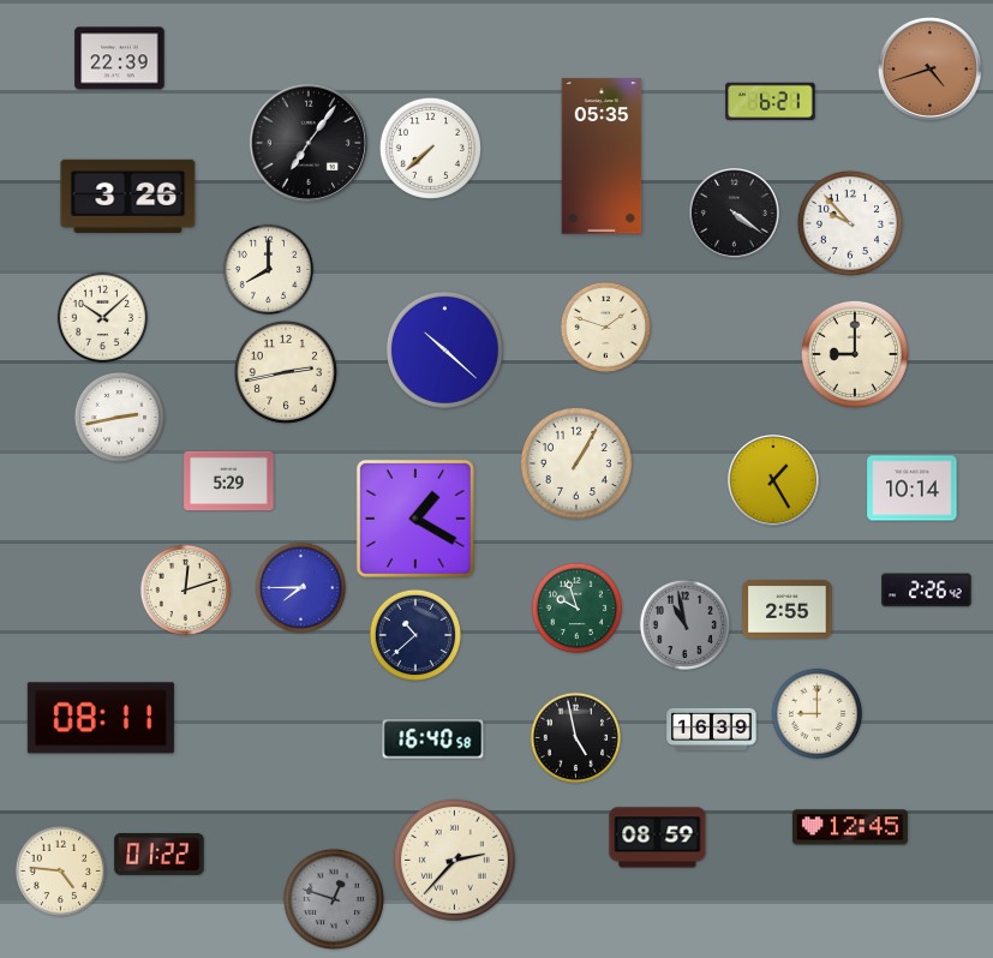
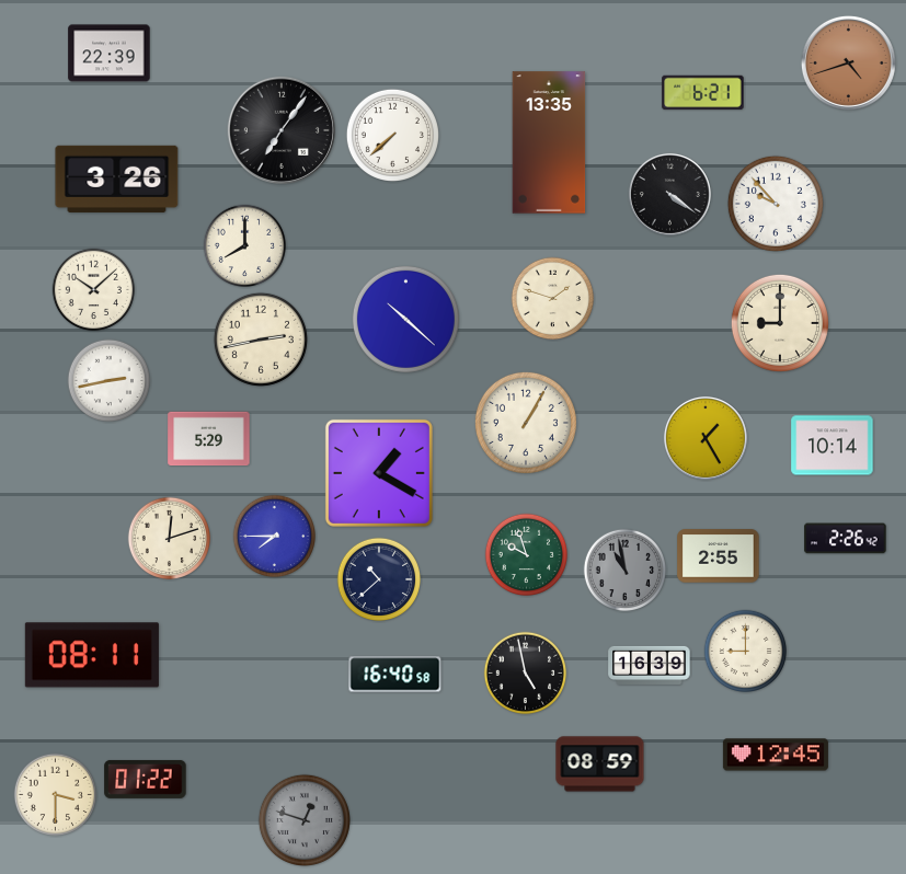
clock at (602, 156): 05:35 -> 13:35
clock at (454, 860): 2:37 -> none
clock at (61, 872): 4:46 -> 3:30
